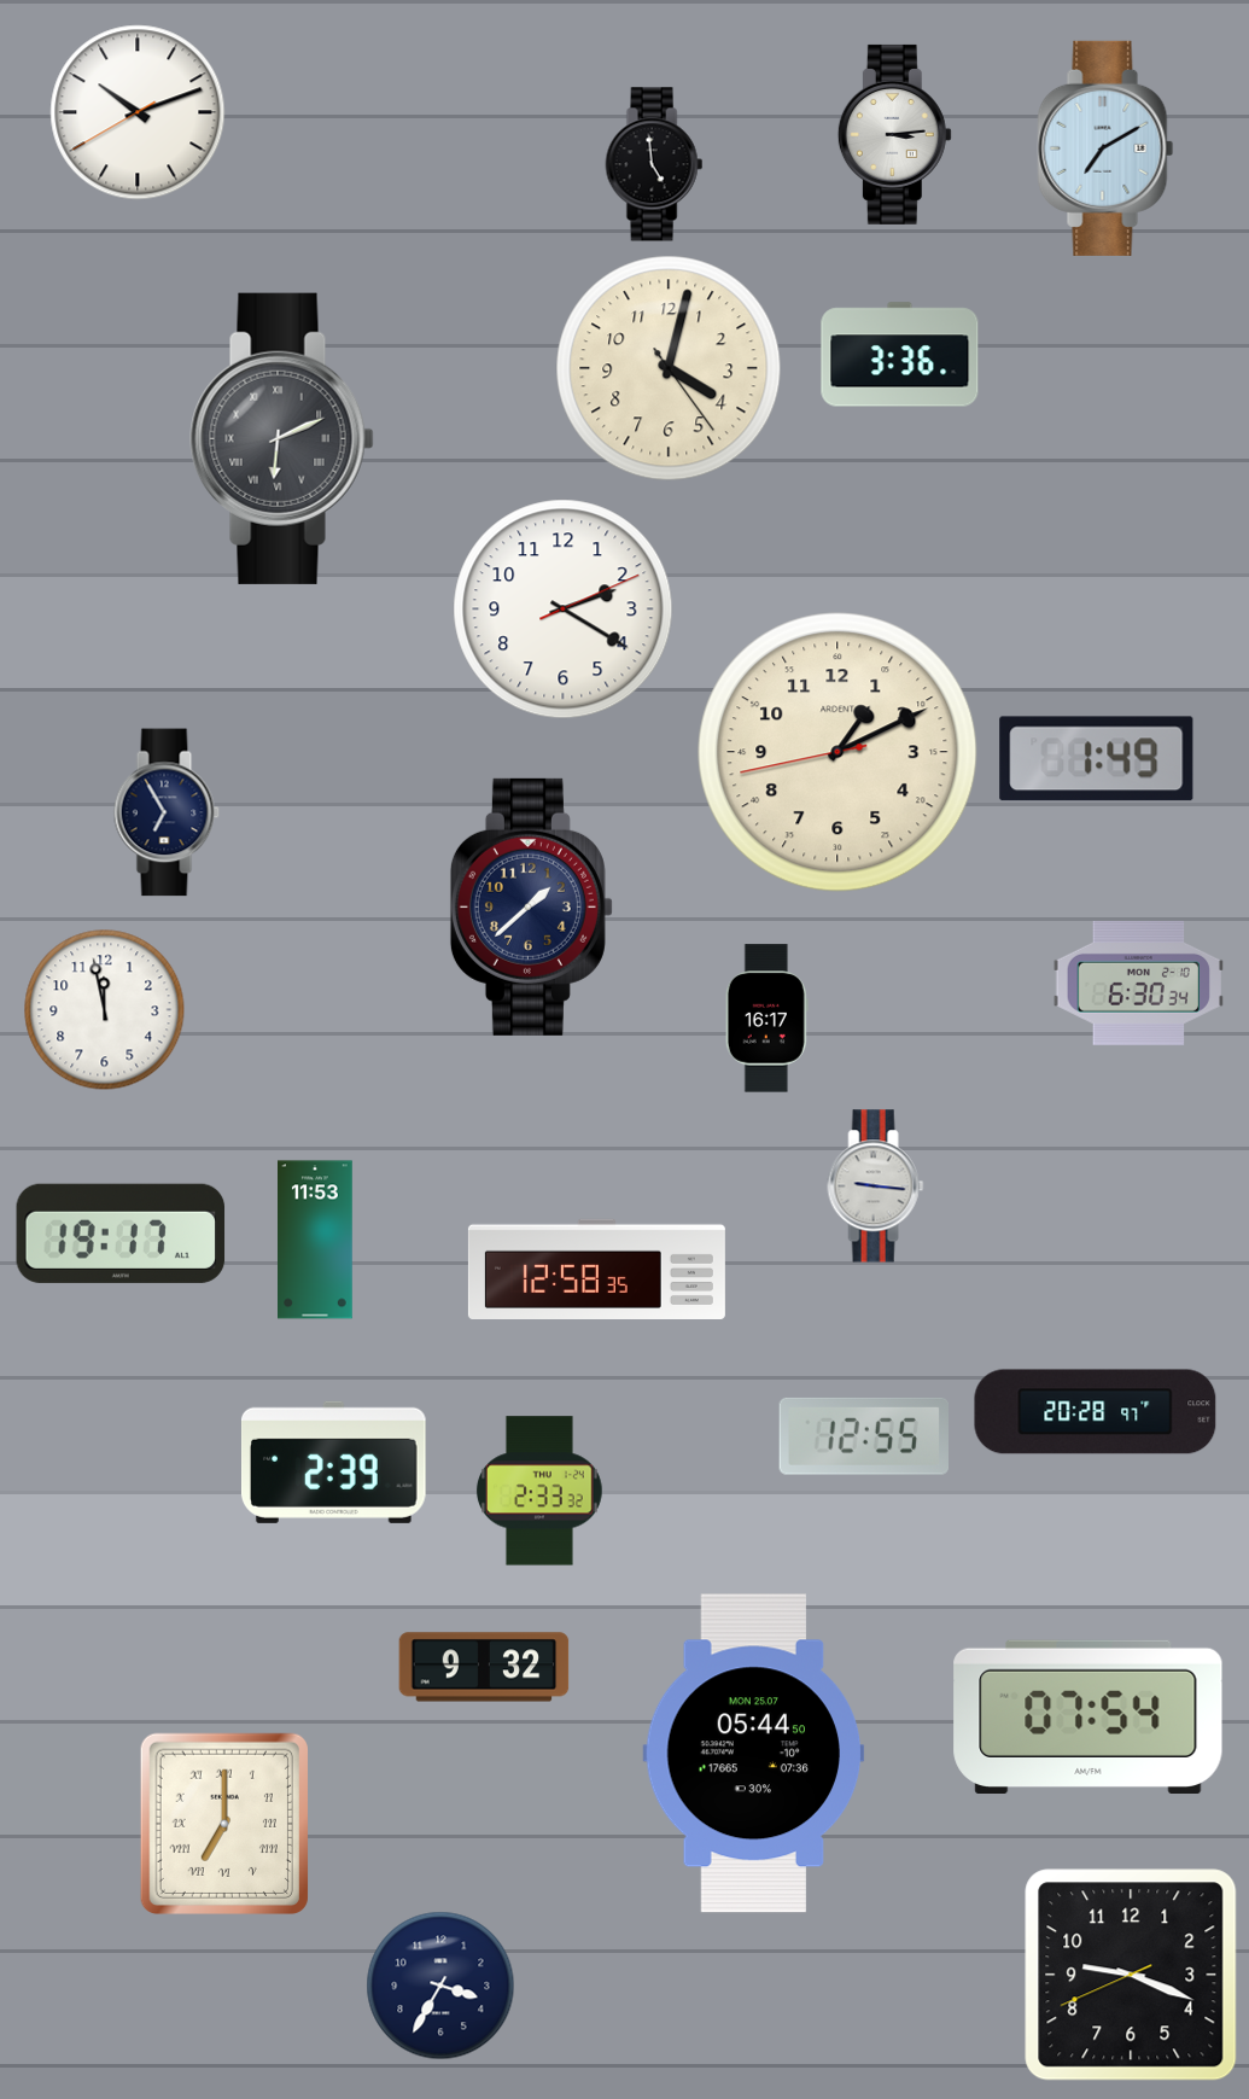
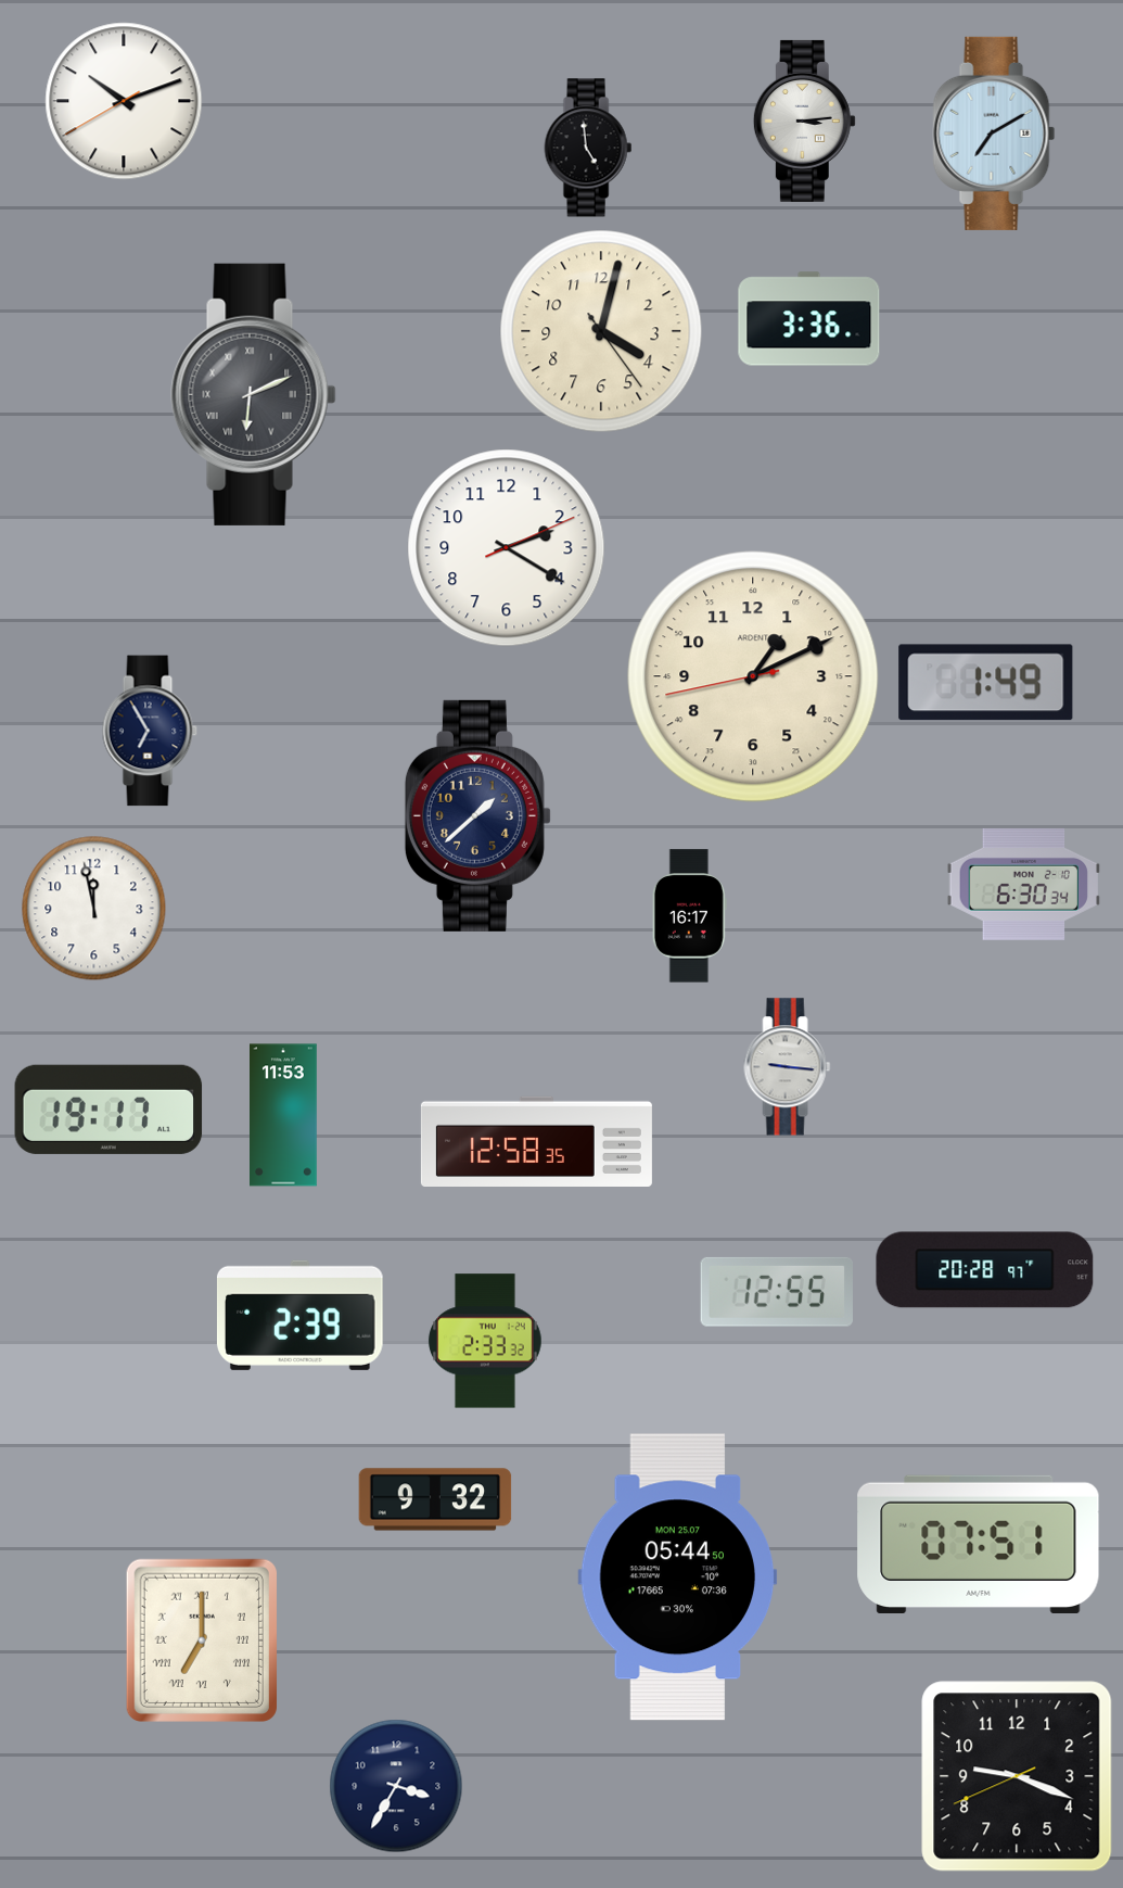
clock at (1089, 1716): 07:54 -> 07:51
